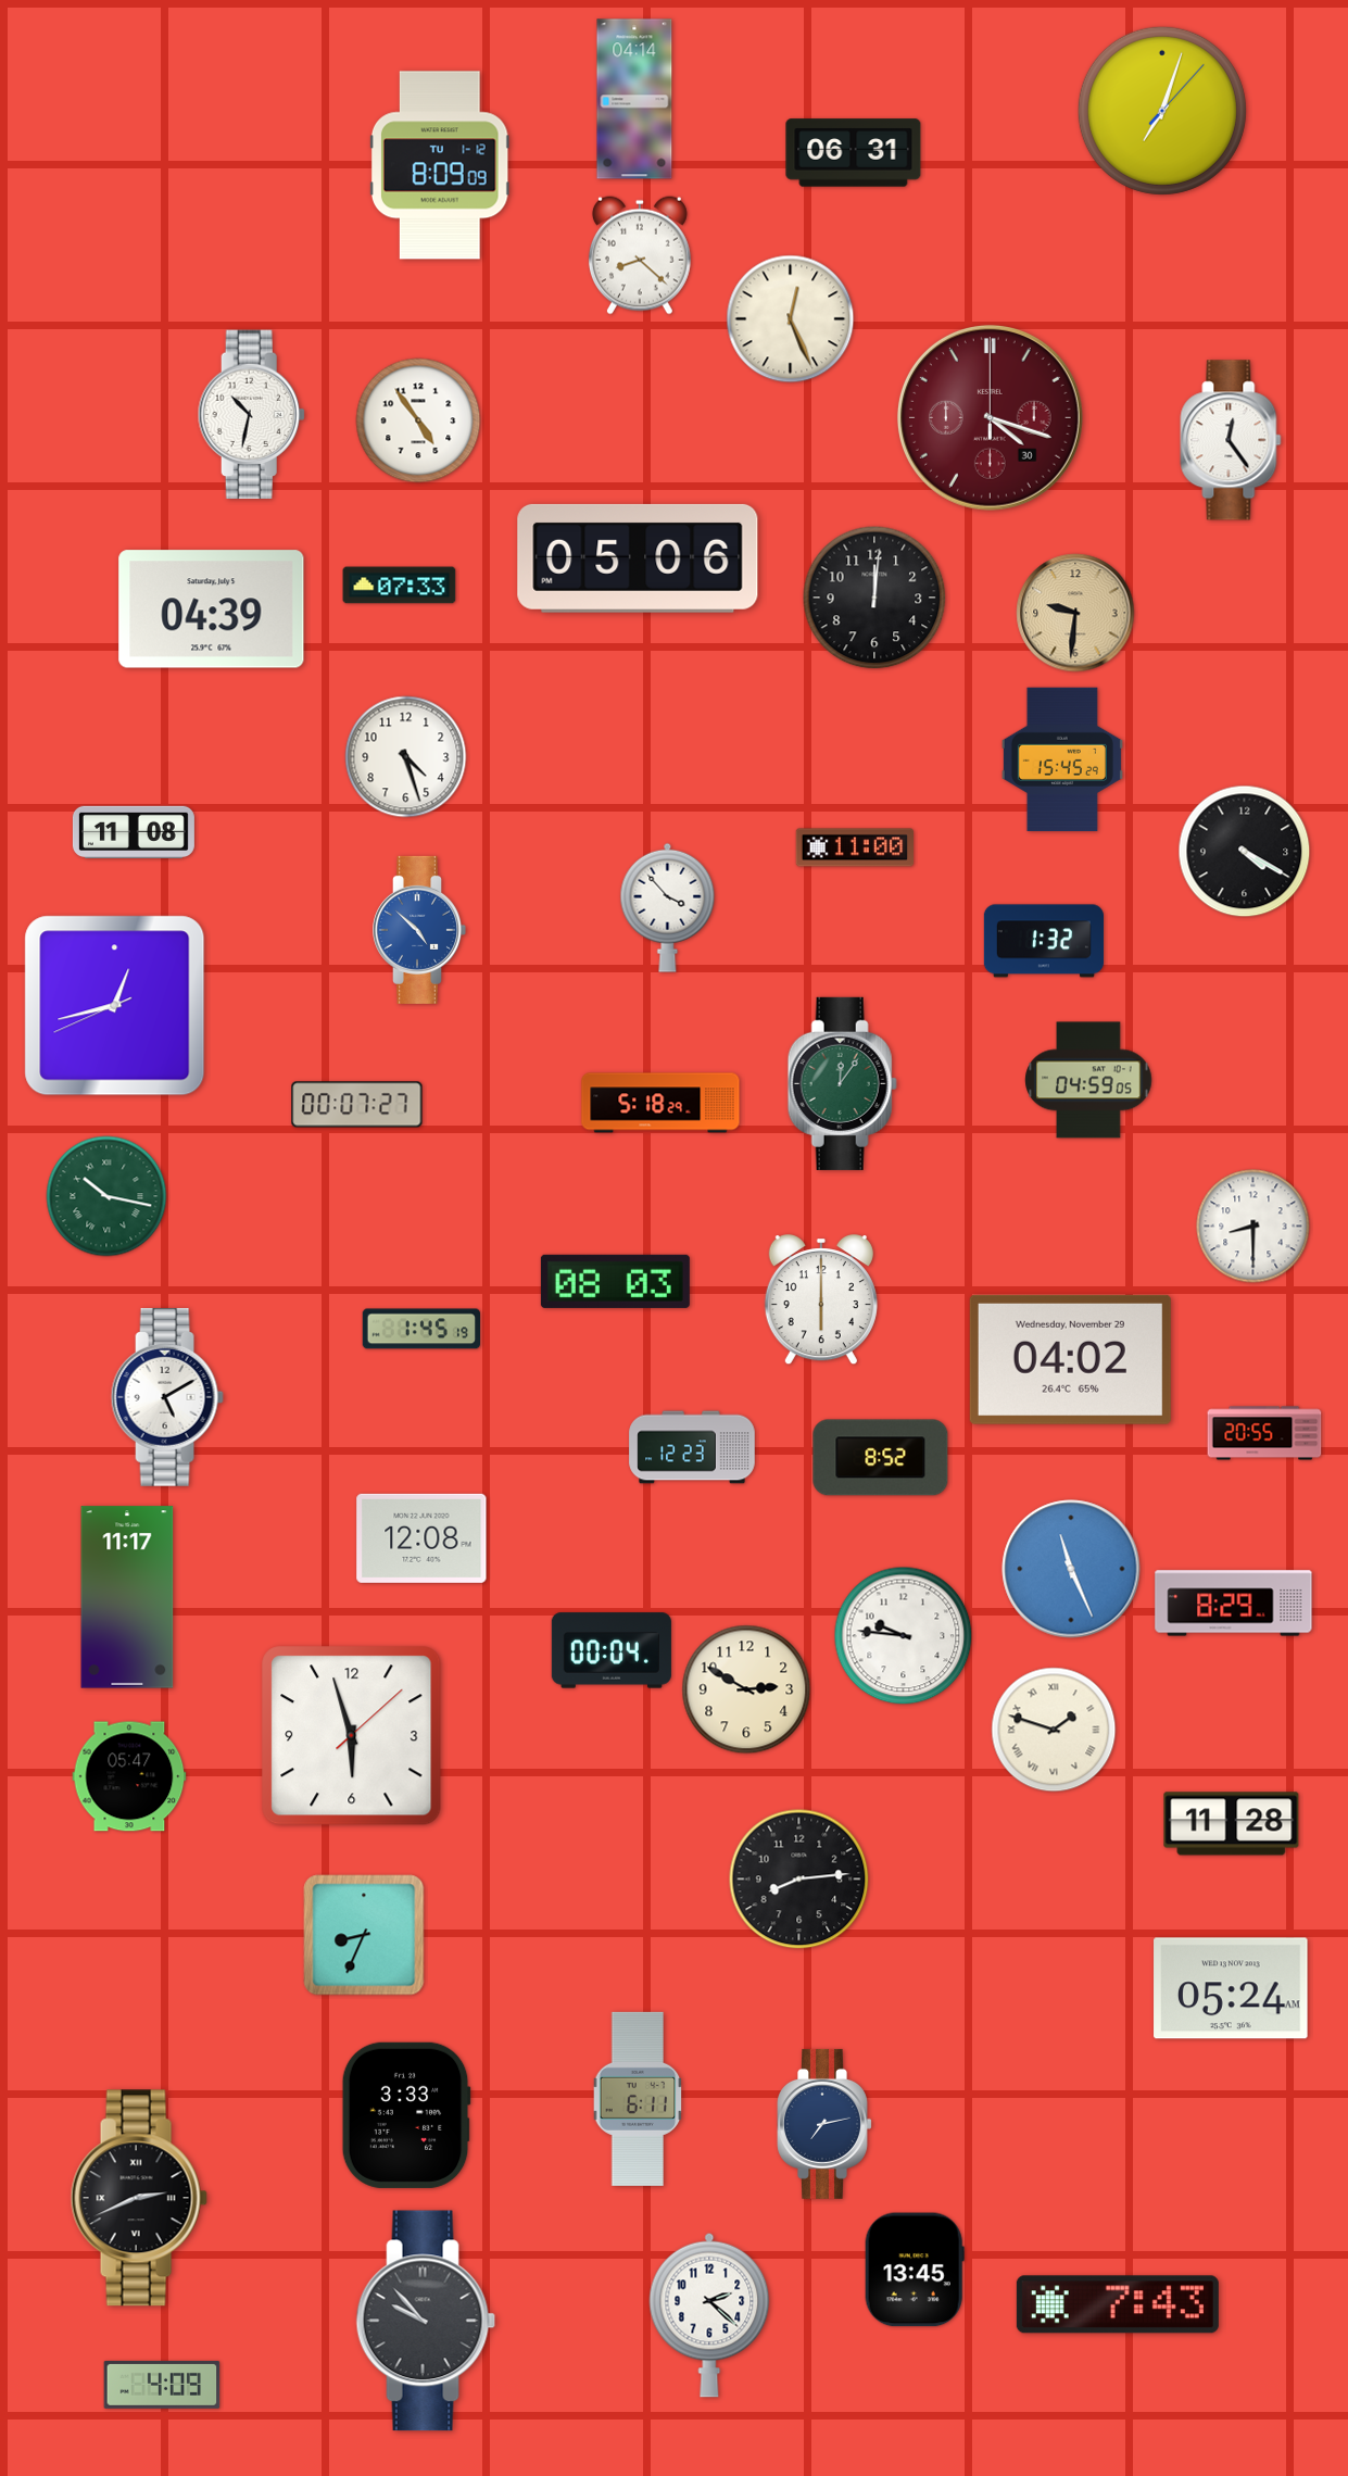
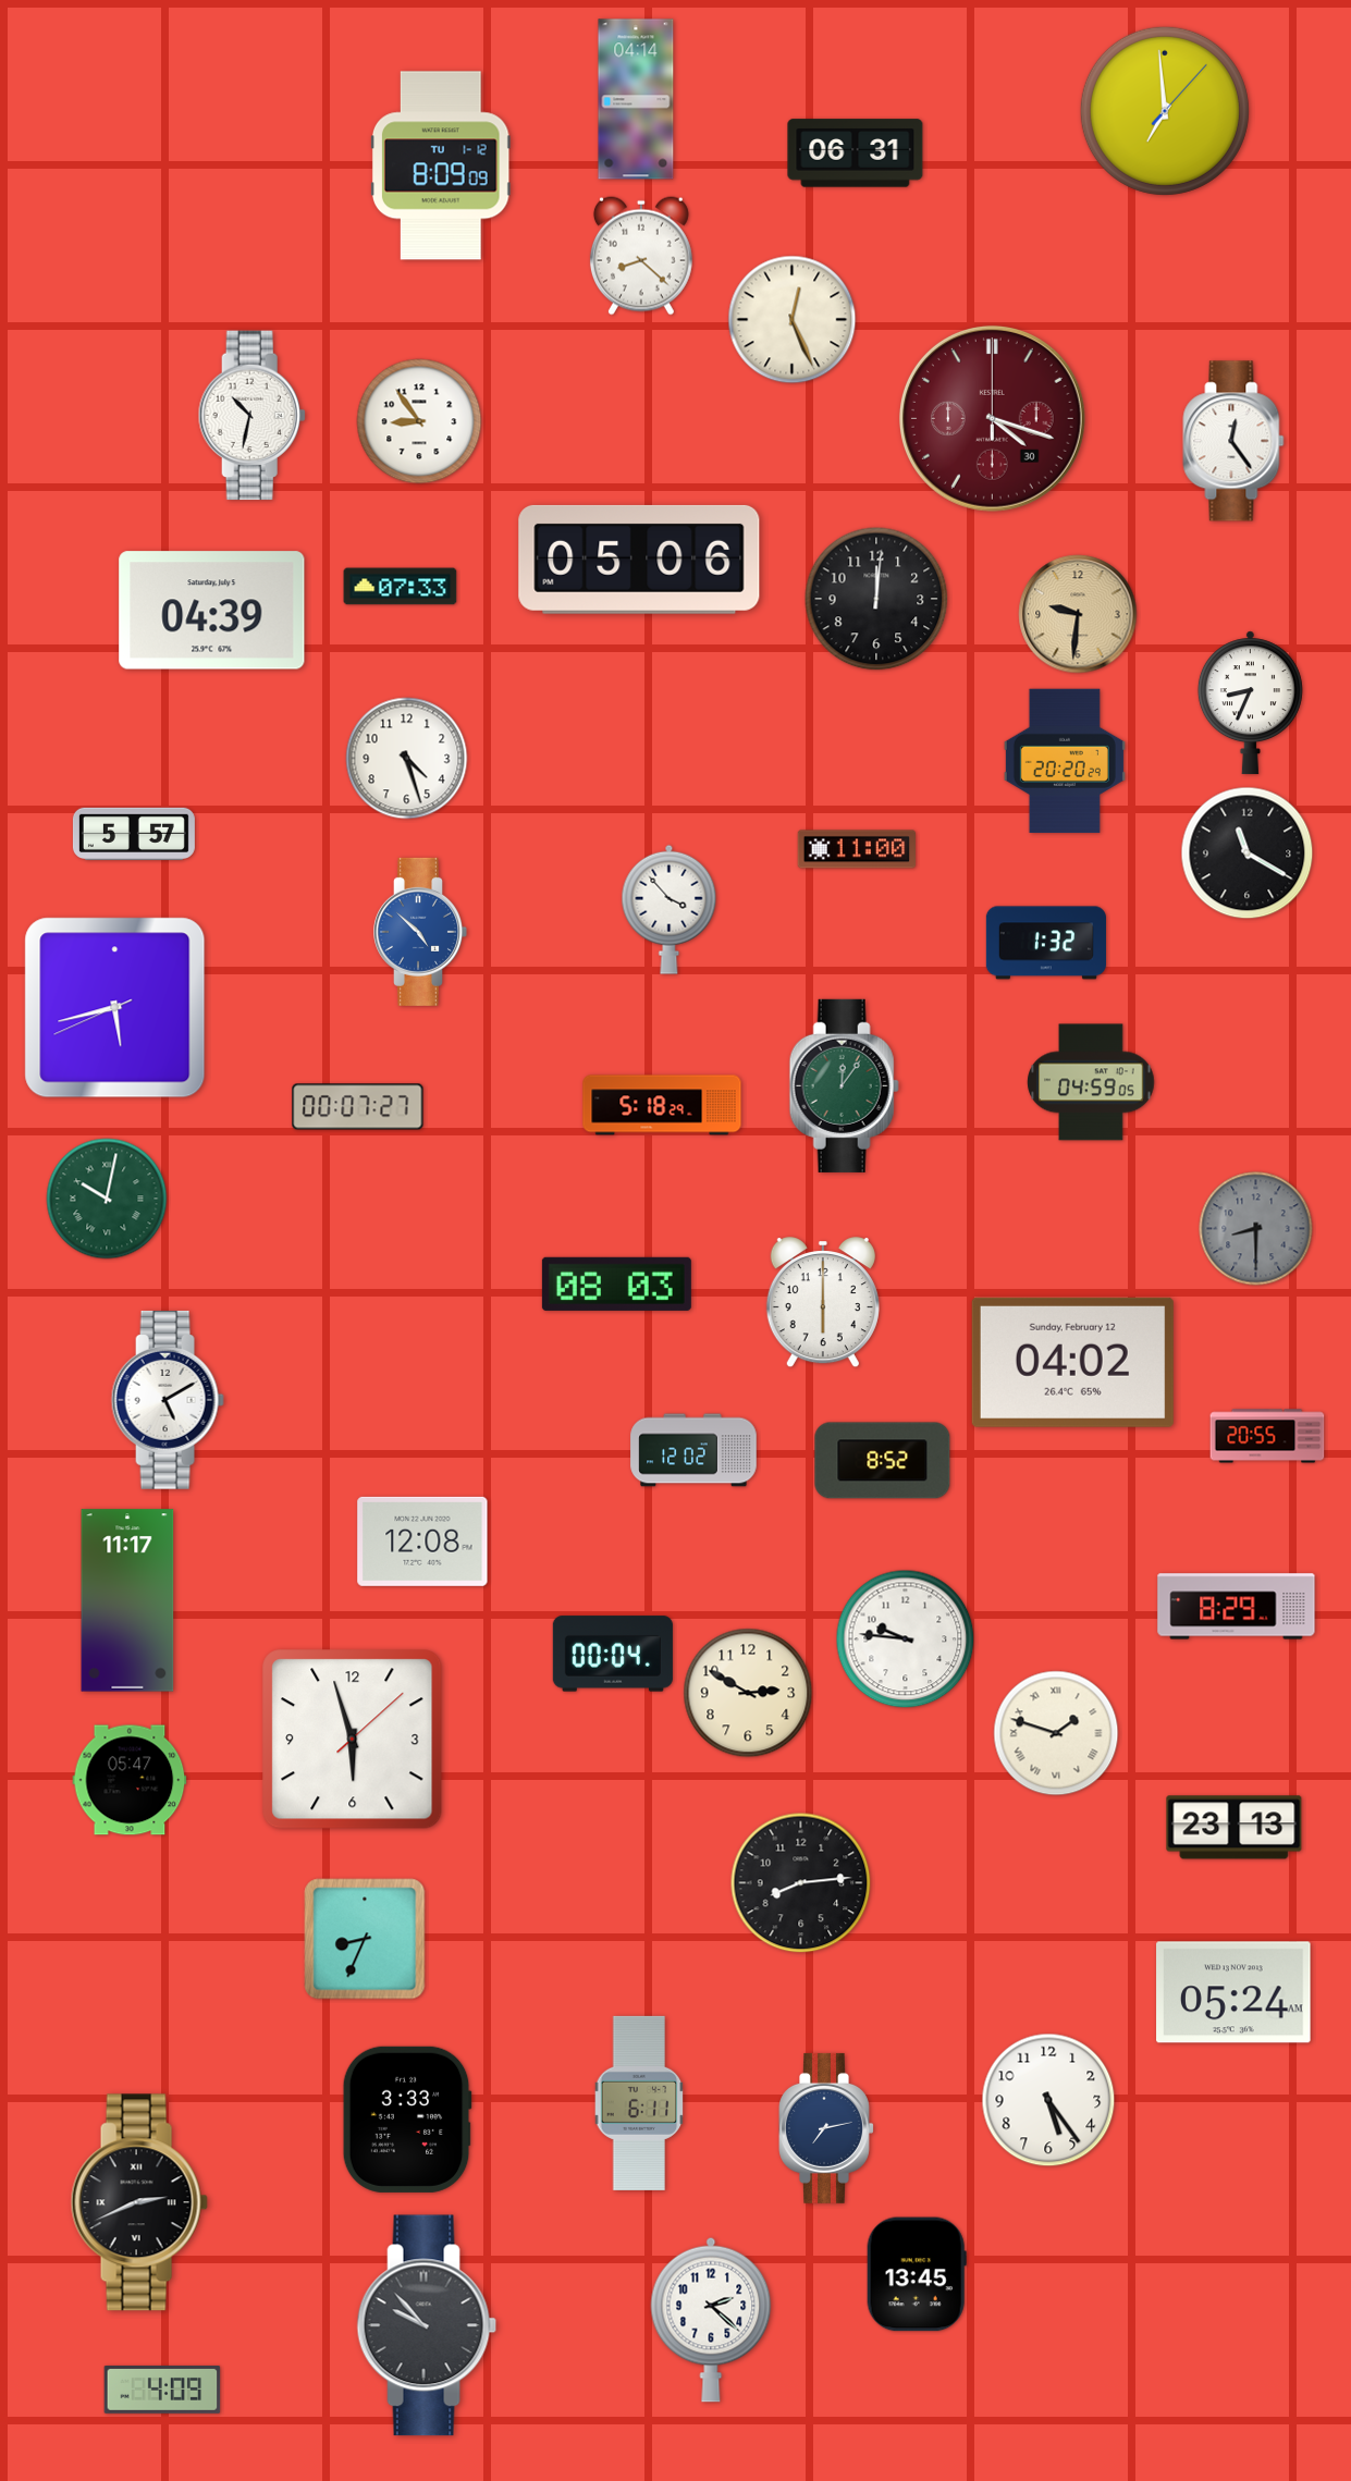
clock at (1162, 111): 7:03 -> 6:59
clock at (418, 420): 4:54 -> 8:54
clock at (1250, 703): none -> 8:34
clock at (1062, 759): 15:45 -> 20:20
clock at (134, 831): 11:08 -> 5:57
clock at (1245, 852): 4:20 -> 11:20
clock at (115, 1006): 12:42 -> 5:42
clock at (106, 1196): 10:17 -> 10:02
clock at (1253, 1227) dial: white -> grey
clock at (421, 1329): 1:45 -> none
clock at (1070, 1359) date: Wednesday, November 29 -> Sunday, February 12
clock at (692, 1447): 12:23 -> 12:02
clock at (1071, 1569): 11:26 -> none
clock at (1232, 1824): 11:28 -> 23:13
clock at (1048, 2100): none -> 5:24
clock at (1118, 2304): 7:43 -> none
